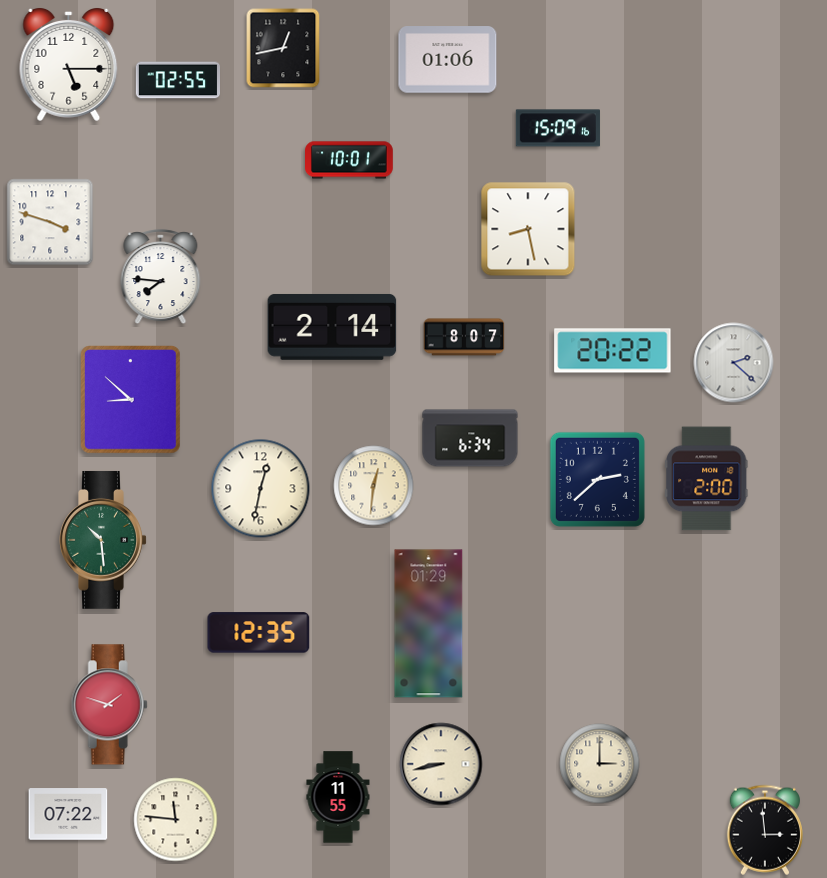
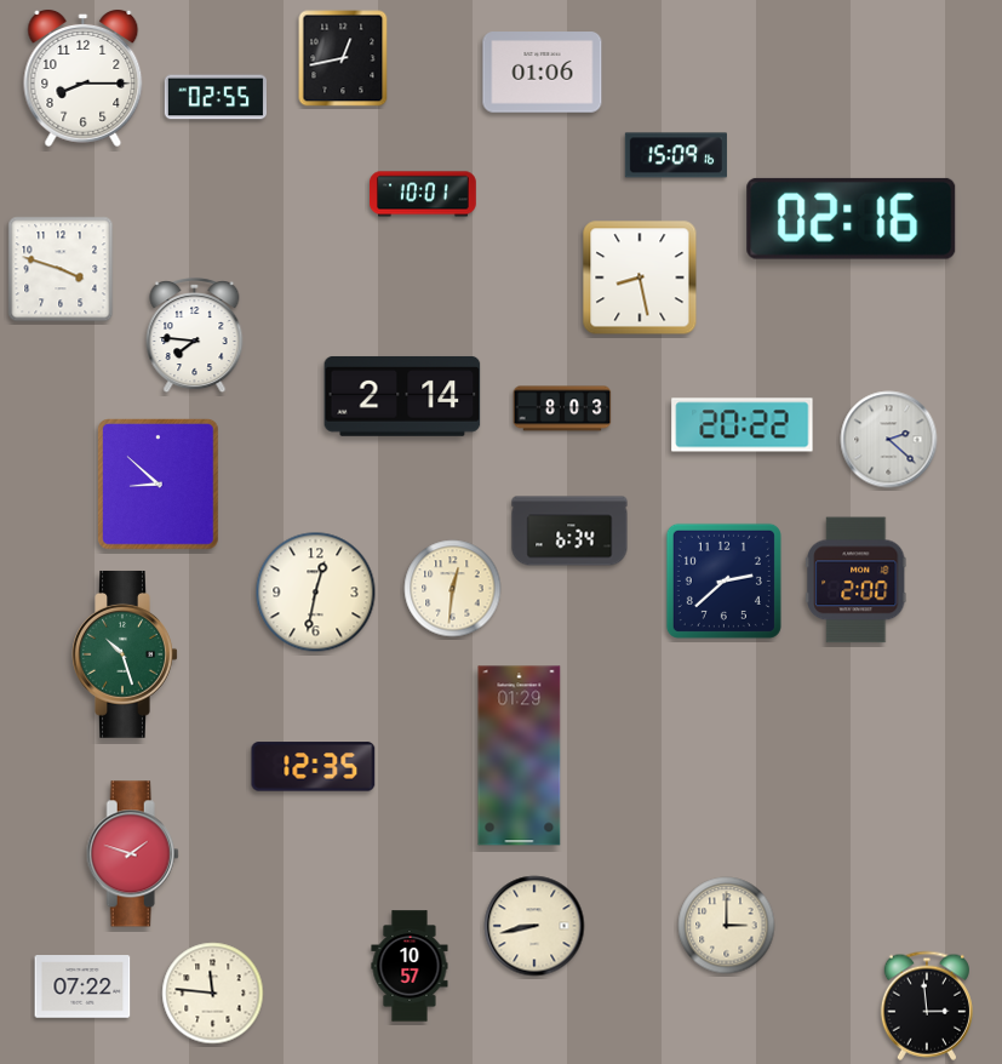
clock at (69, 65): 5:15 -> 8:15
clock at (852, 218): none -> 02:16
clock at (464, 337): 8:07 -> 8:03
clock at (103, 540): 10:29 -> 10:27
clock at (338, 797): 11:55 -> 10:57
